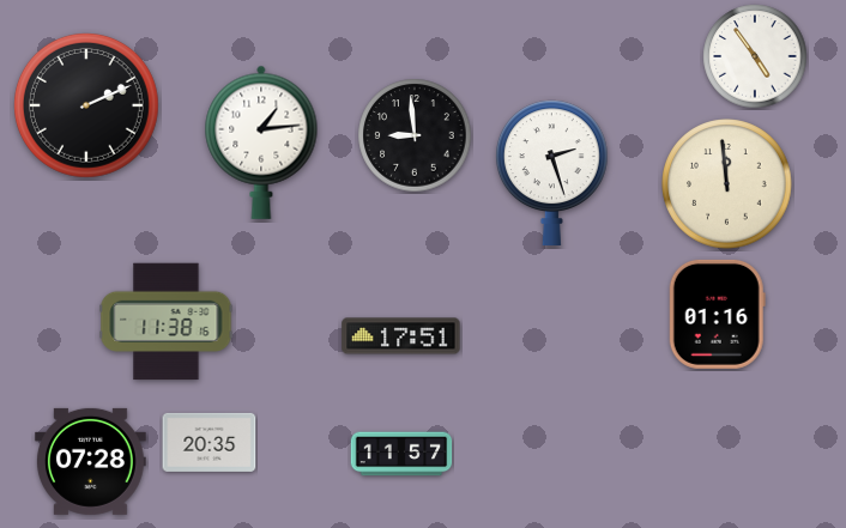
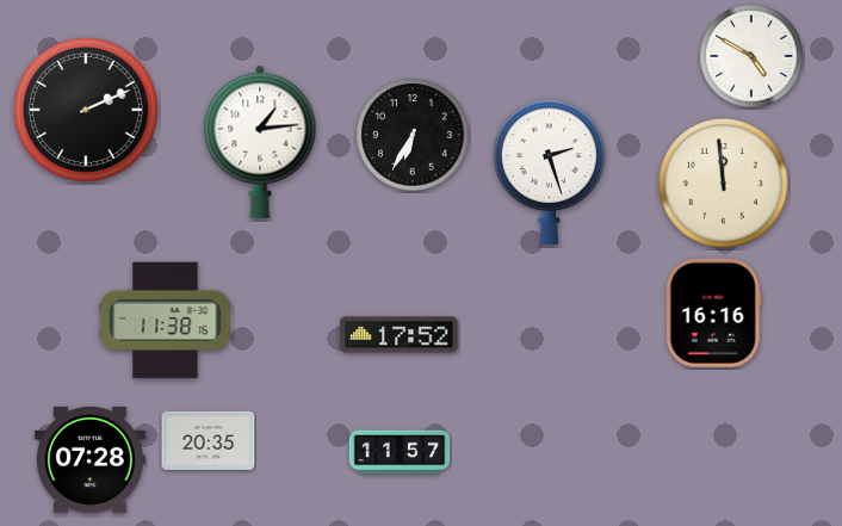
clock at (755, 56): 4:54 -> 4:50
clock at (87, 107) position: (87, 107) -> (87, 111)
clock at (415, 135): 8:59 -> 6:35
clock at (717, 314): 01:16 -> 16:16
clock at (401, 336): 17:51 -> 17:52
